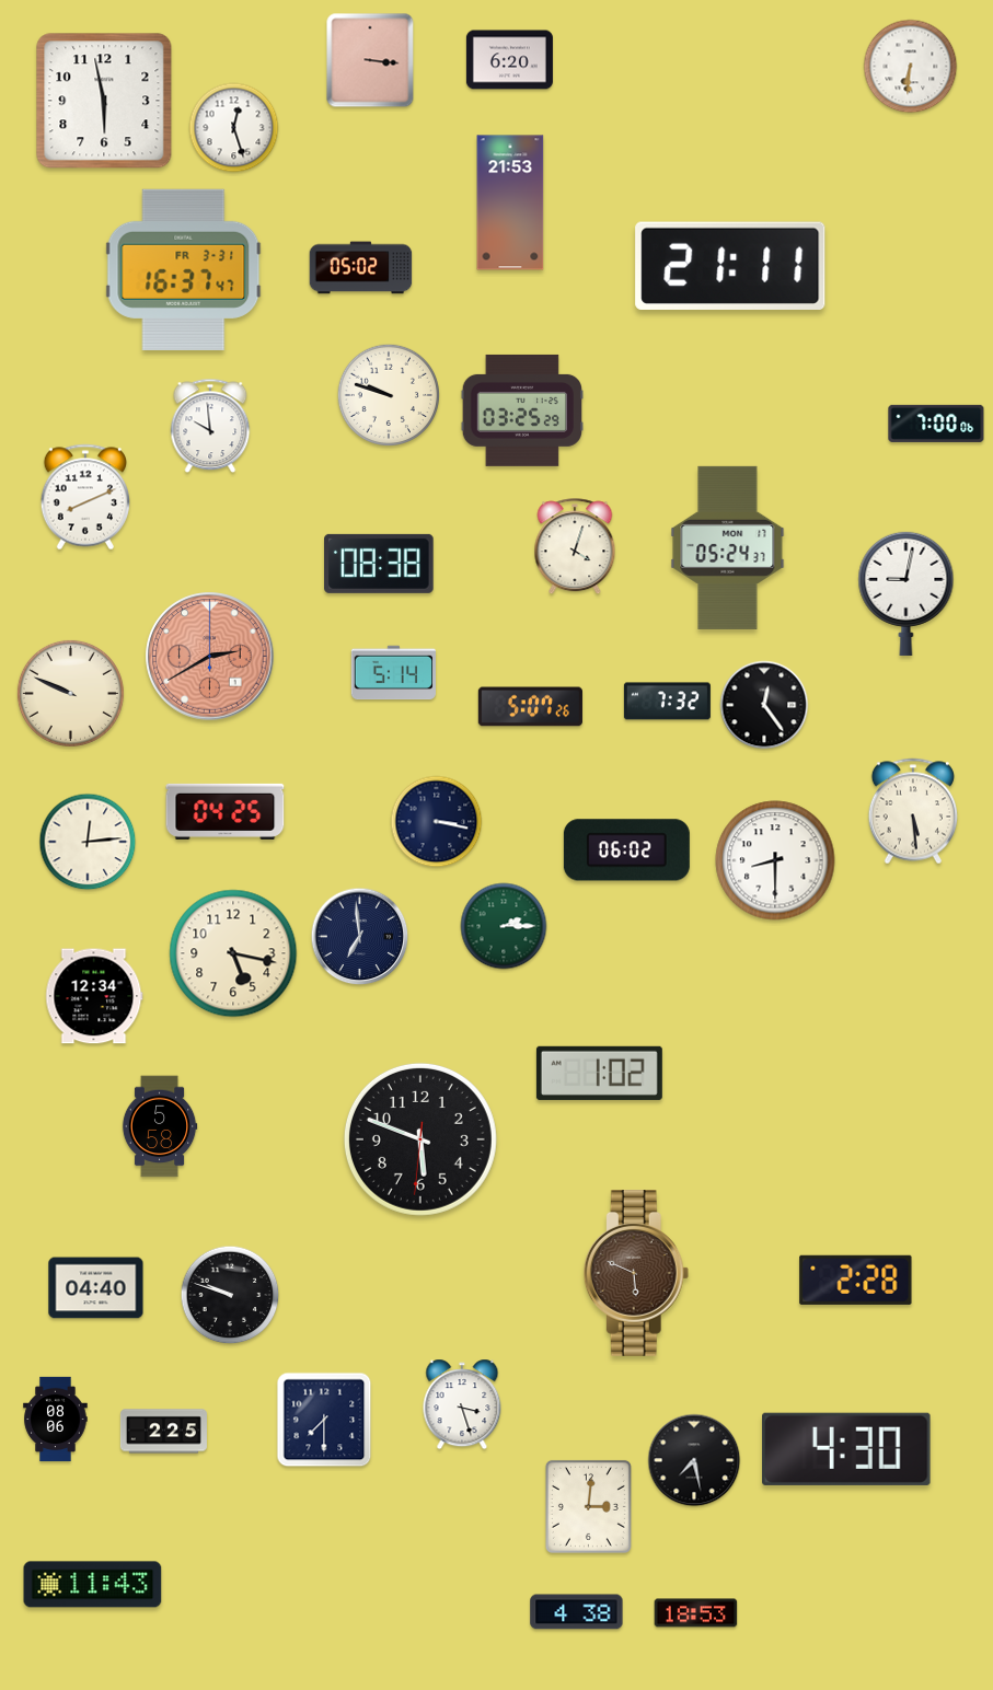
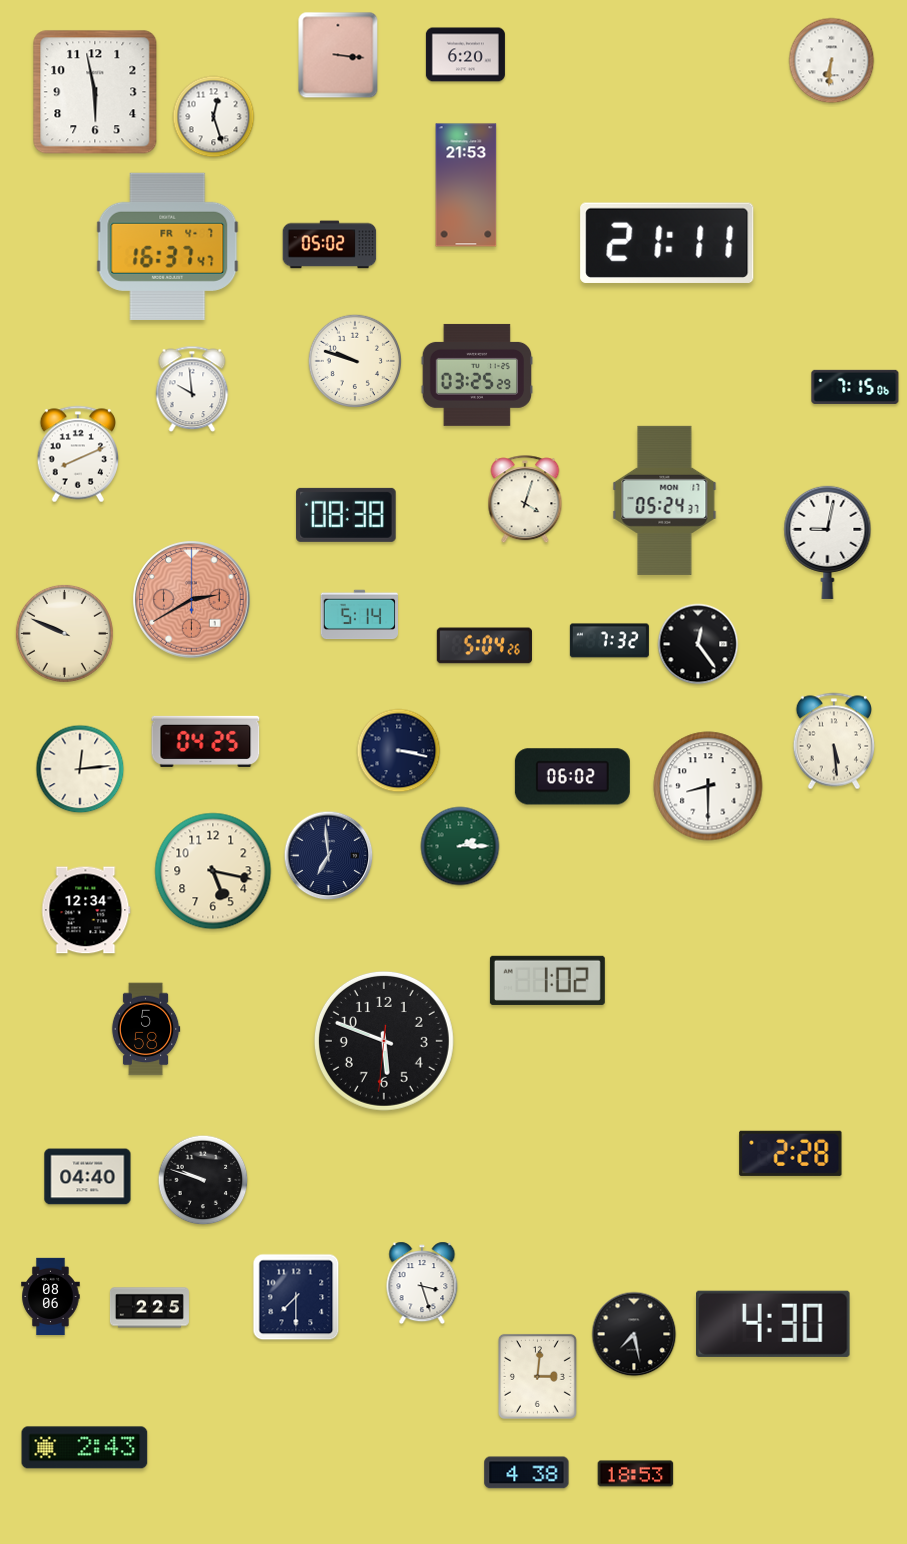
clock at (184, 269) date: FR 3-31 -> FR 4-7
clock at (936, 424): 7:00 -> 7:15
clock at (530, 707): 5:07 -> 5:04
clock at (636, 1274): 5:49 -> none
clock at (856, 1280) position: (856, 1280) -> (791, 1153)
clock at (230, 1295) position: (230, 1295) -> (203, 1180)
clock at (93, 1585): 11:43 -> 2:43
